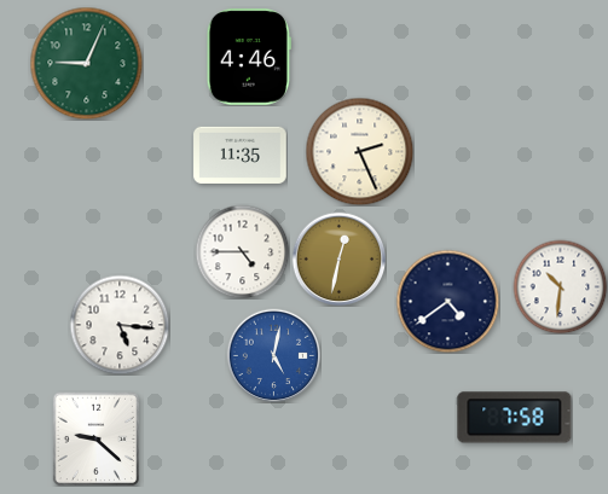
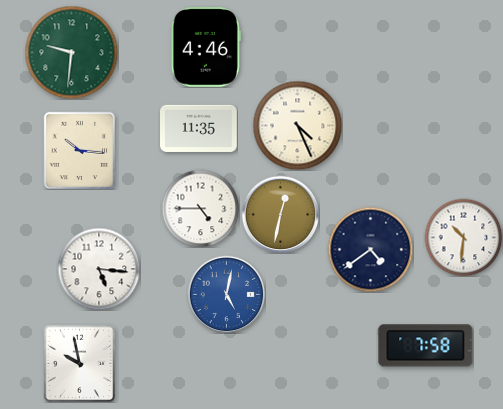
clock at (86, 63): 9:04 -> 9:31
clock at (359, 151): 2:26 -> 4:26
clock at (79, 150): none -> 10:16
clock at (95, 438): 9:22 -> 9:58
